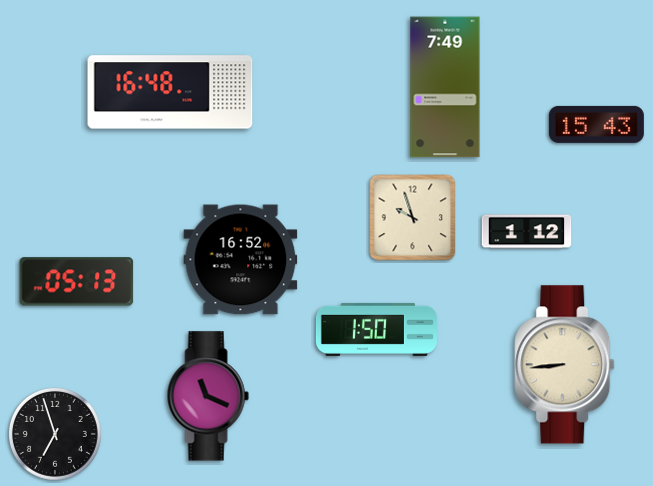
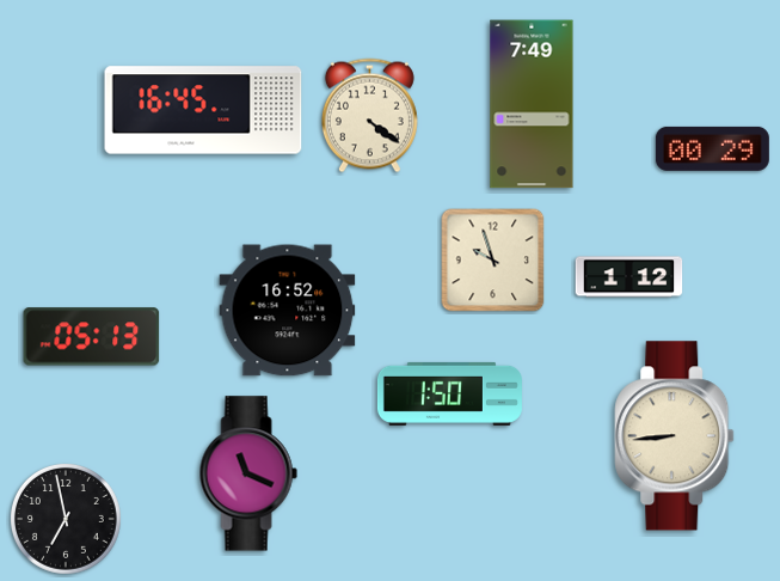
clock at (170, 92): 16:48 -> 16:45
clock at (369, 116): none -> 4:21
clock at (596, 124): 15:43 -> 00:29
clock at (55, 434): 6:57 -> 6:58
